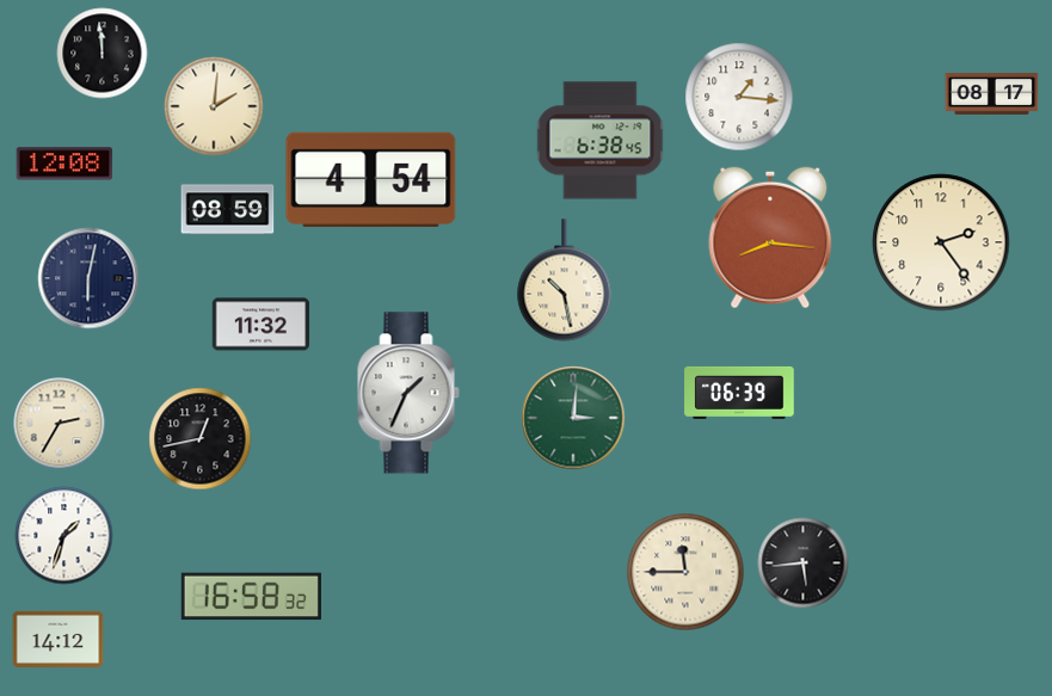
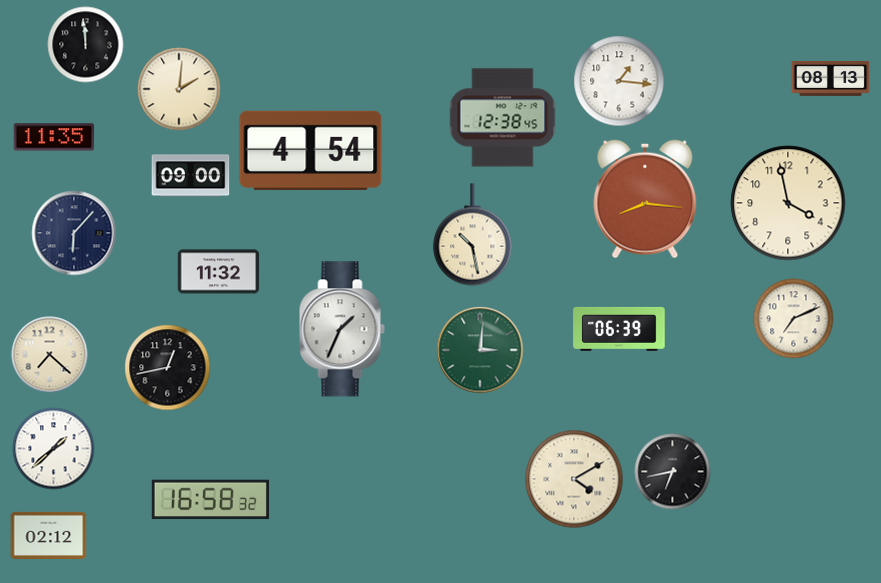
clock at (992, 93): 08:17 -> 08:13
clock at (601, 141): 6:38 -> 12:38
clock at (64, 164): 12:08 -> 11:35
clock at (228, 210): 08:59 -> 09:00
clock at (941, 242): 2:24 -> 3:58
clock at (88, 278): 6:02 -> 6:07
clock at (794, 319): none -> 7:11
clock at (60, 424): 2:35 -> 7:22
clock at (64, 536): 1:33 -> 1:38
clock at (804, 563): 5:44 -> 6:43
clock at (685, 572): 11:45 -> 4:10
clock at (59, 639): 14:12 -> 02:12
